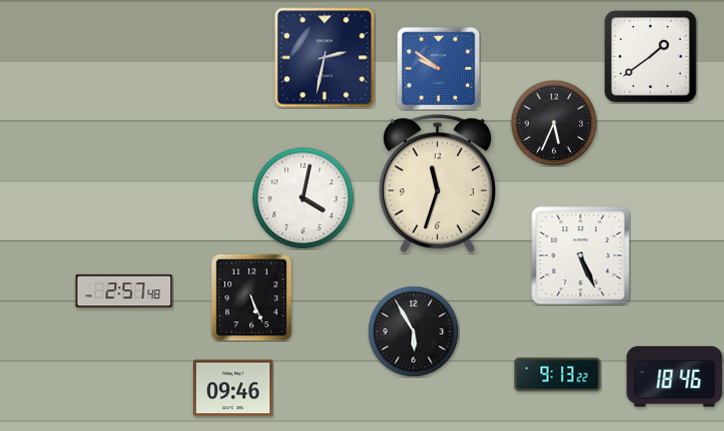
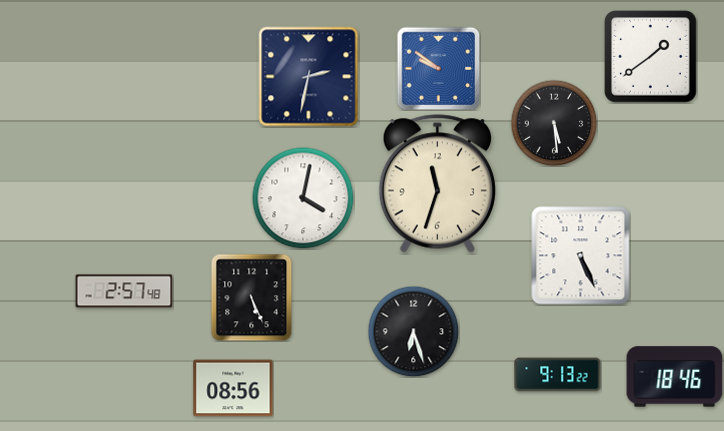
clock at (325, 58) position: (325, 58) -> (309, 77)
clock at (554, 123): 5:34 -> 5:29
clock at (413, 331): 5:55 -> 6:27
clock at (233, 388): 09:46 -> 08:56
